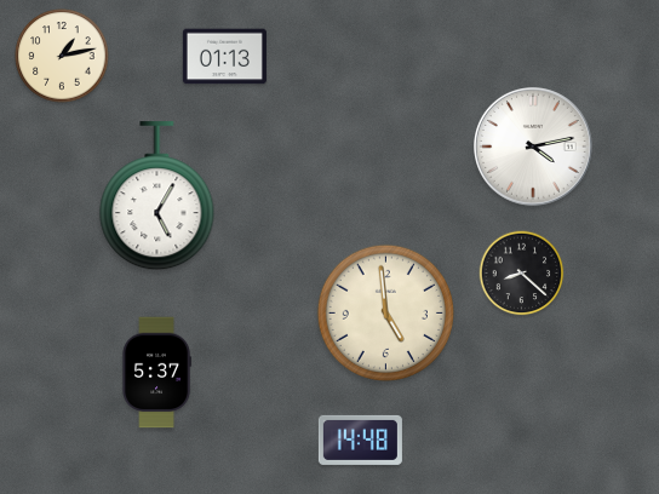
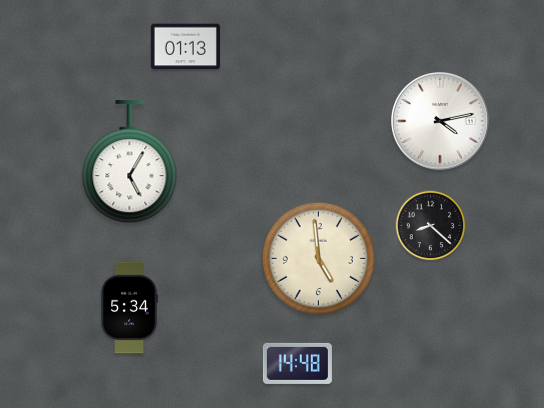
clock at (62, 56): 1:13 -> none
clock at (156, 373): 5:37 -> 5:34
